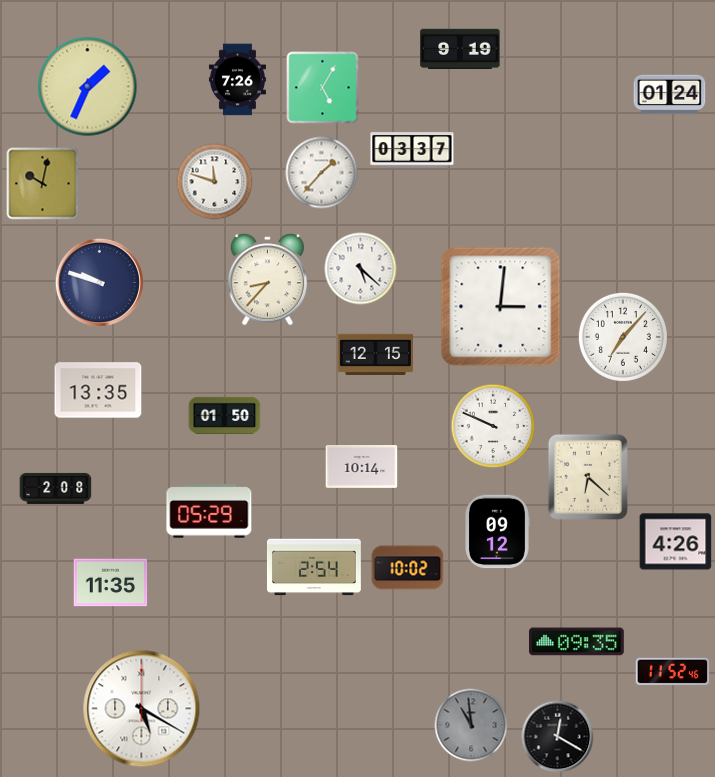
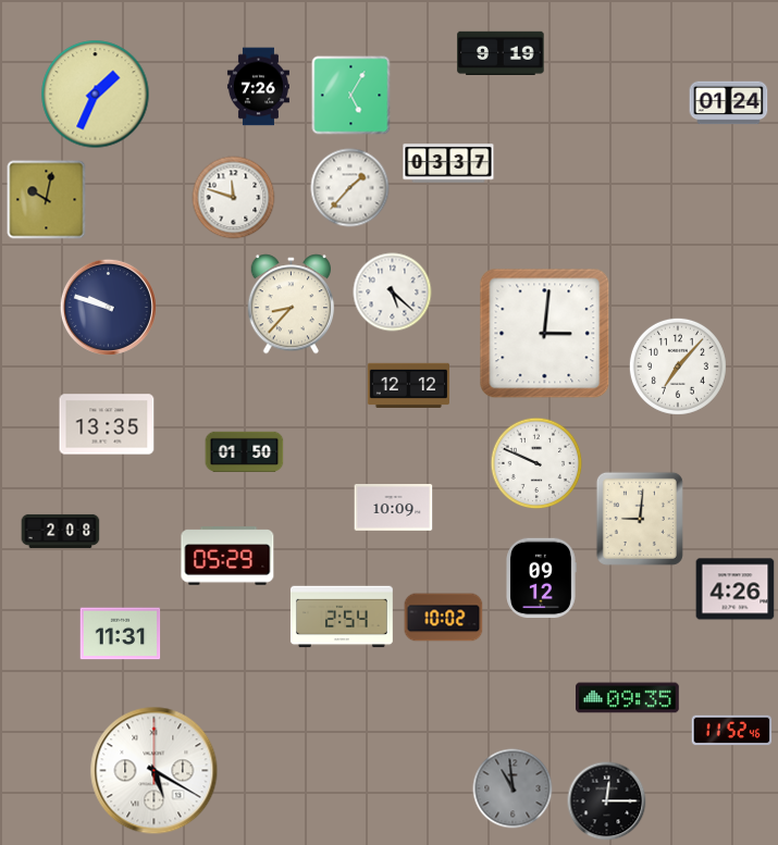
clock at (375, 354): 12:15 -> 12:12
clock at (362, 467): 10:14 -> 10:09
clock at (588, 477): 6:22 -> 9:01
clock at (111, 583): 11:35 -> 11:31
clock at (558, 737): 12:20 -> 12:15
